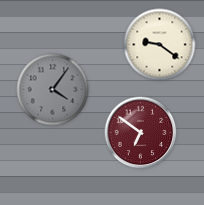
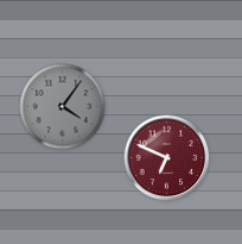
clock at (160, 45): 9:21 -> none
clock at (141, 133): 6:51 -> 6:49
